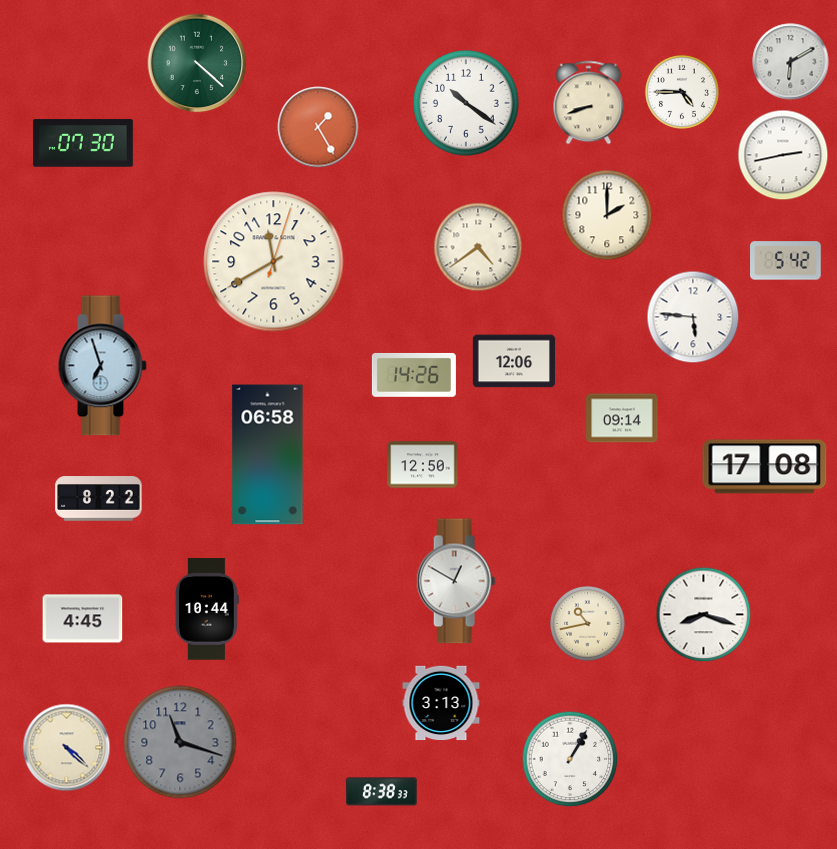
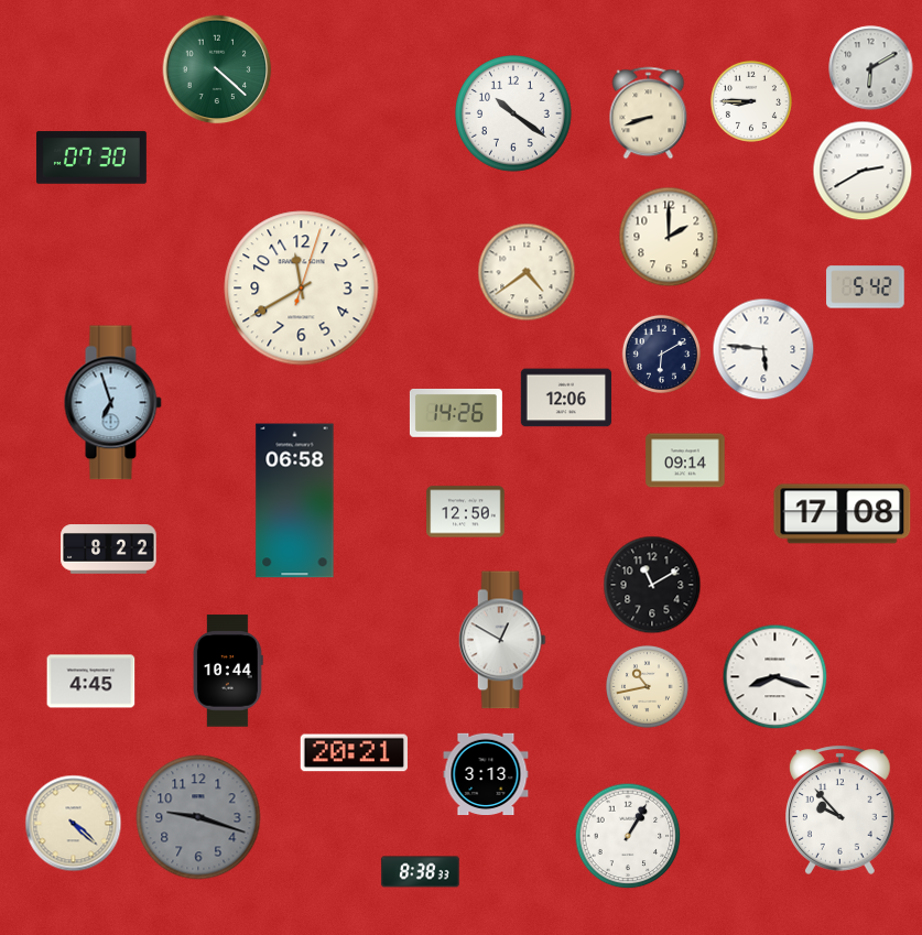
clock at (682, 92): 4:45 -> 8:45
clock at (318, 127): 1:25 -> none
clock at (783, 155): 2:43 -> 2:40
clock at (661, 354): none -> 6:10
clock at (652, 585): none -> 11:10
clock at (354, 753): none -> 20:21
clock at (840, 809): none -> 9:53
clock at (180, 742): 11:18 -> 9:18
